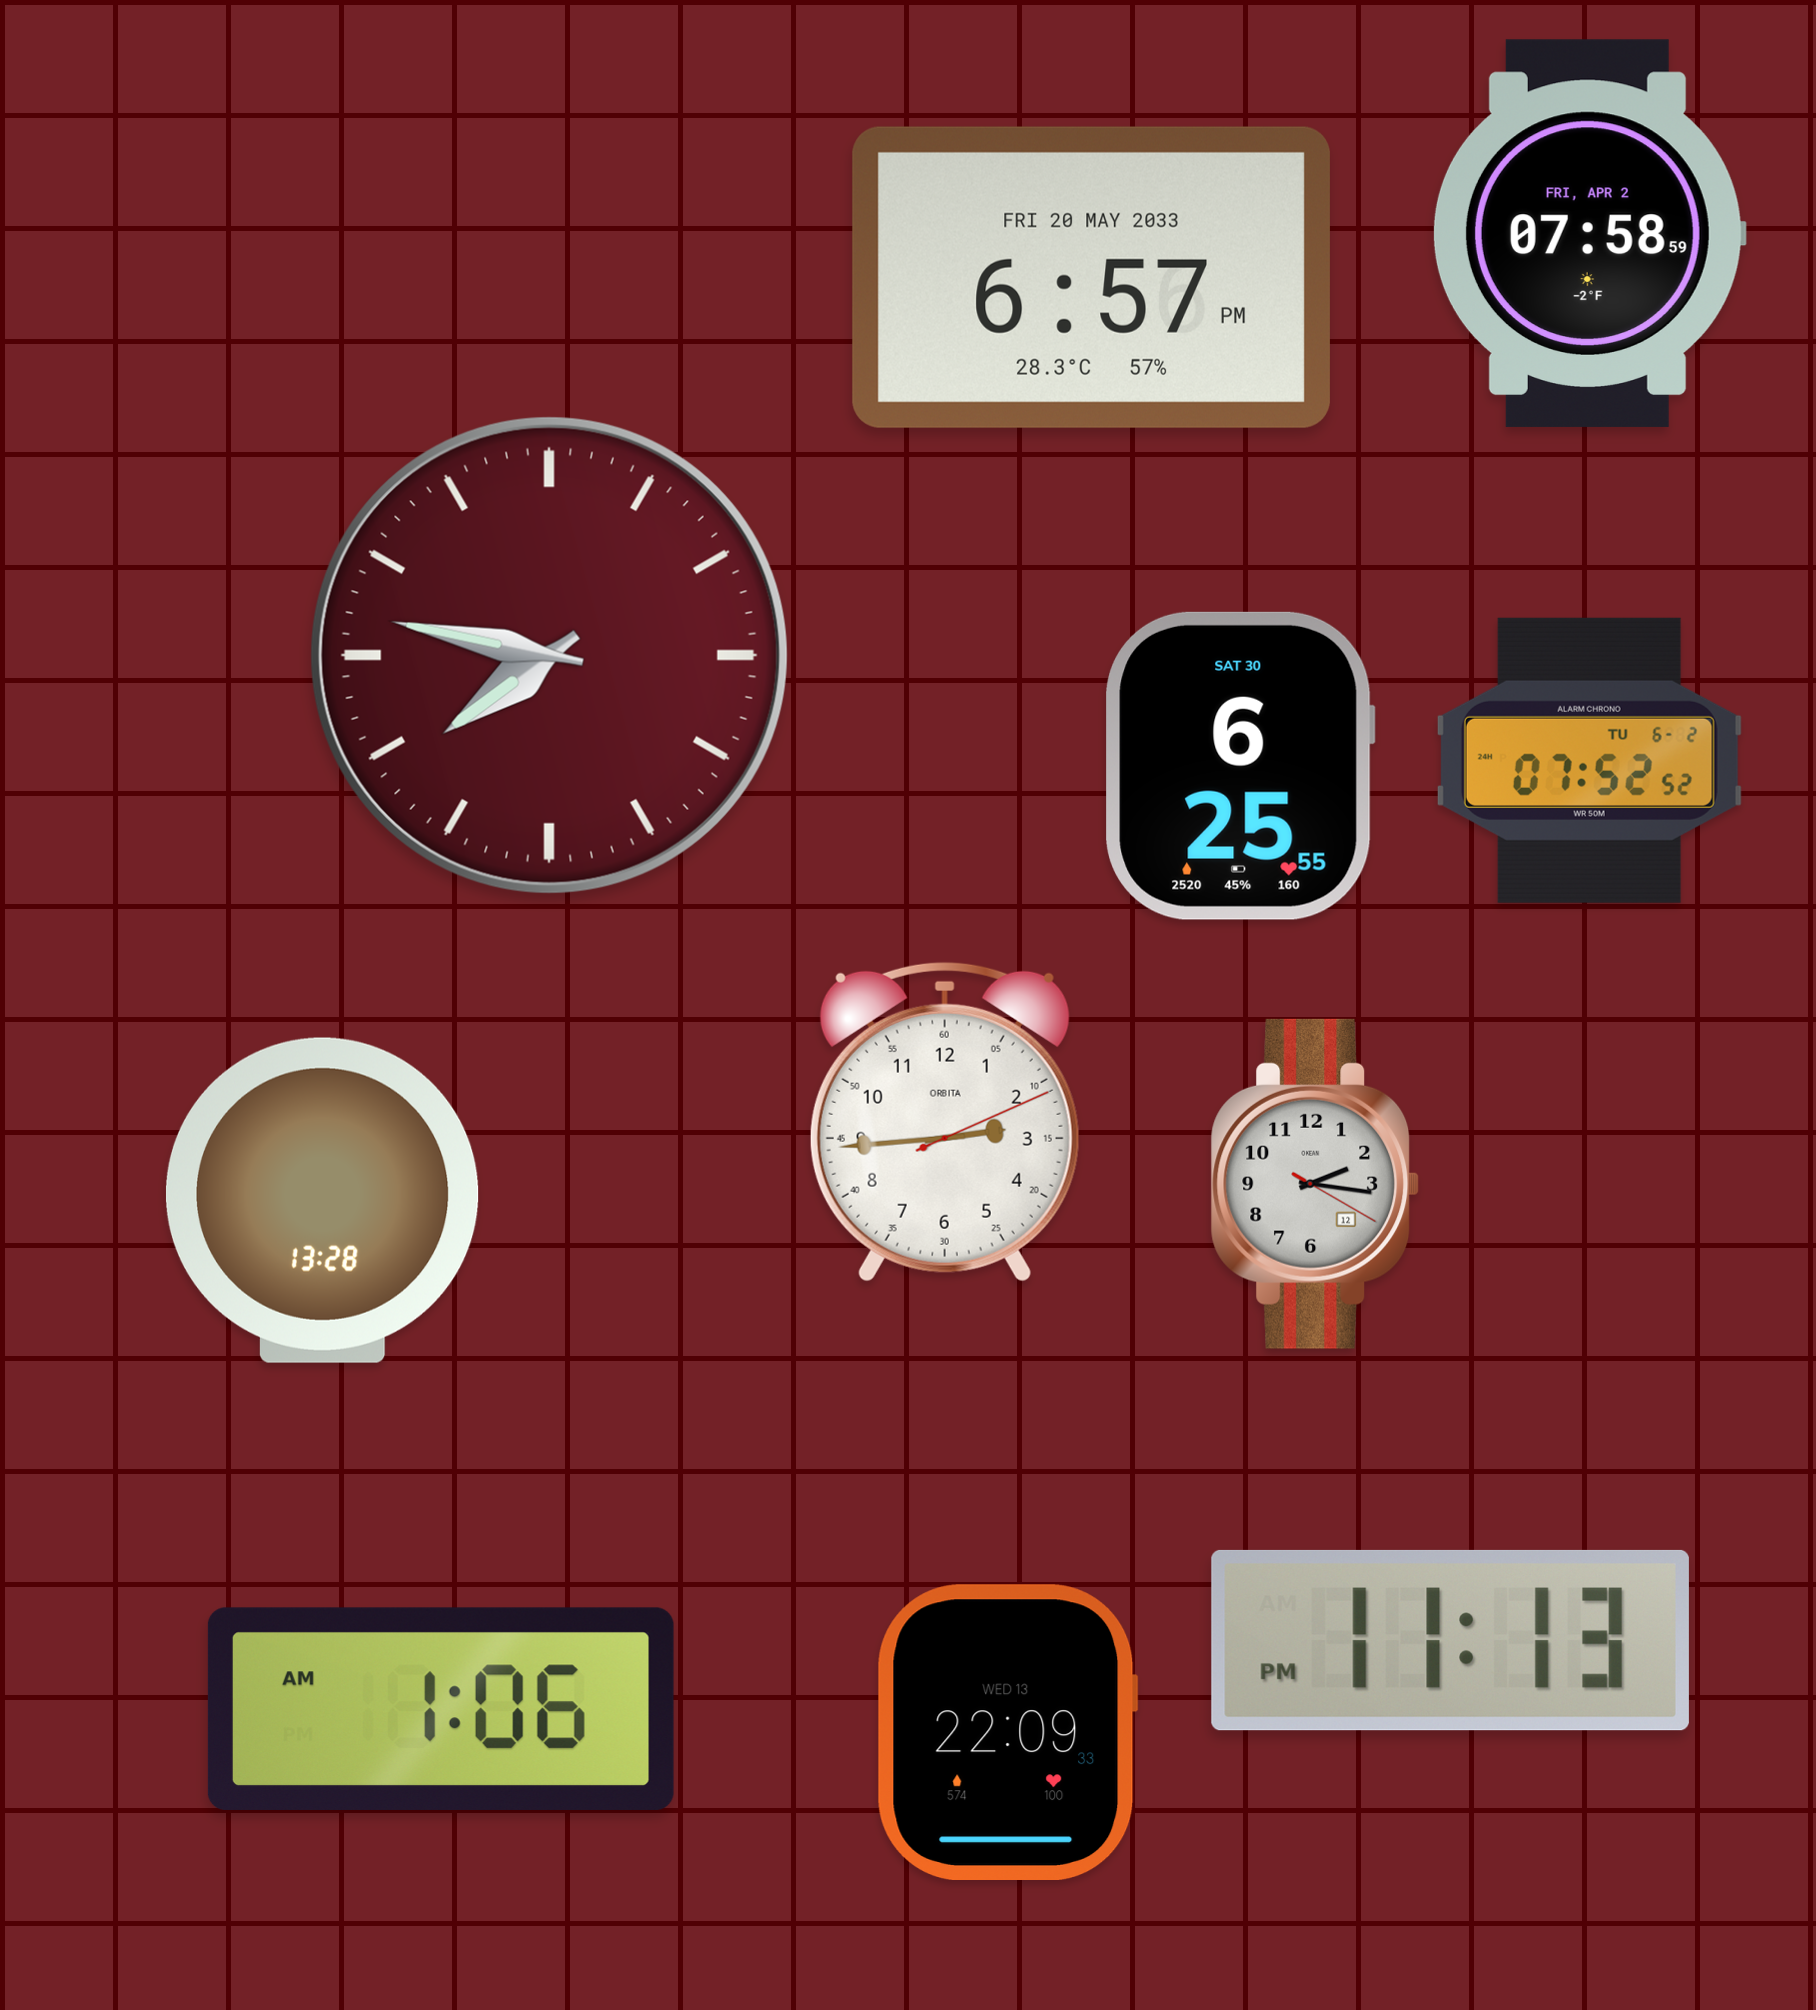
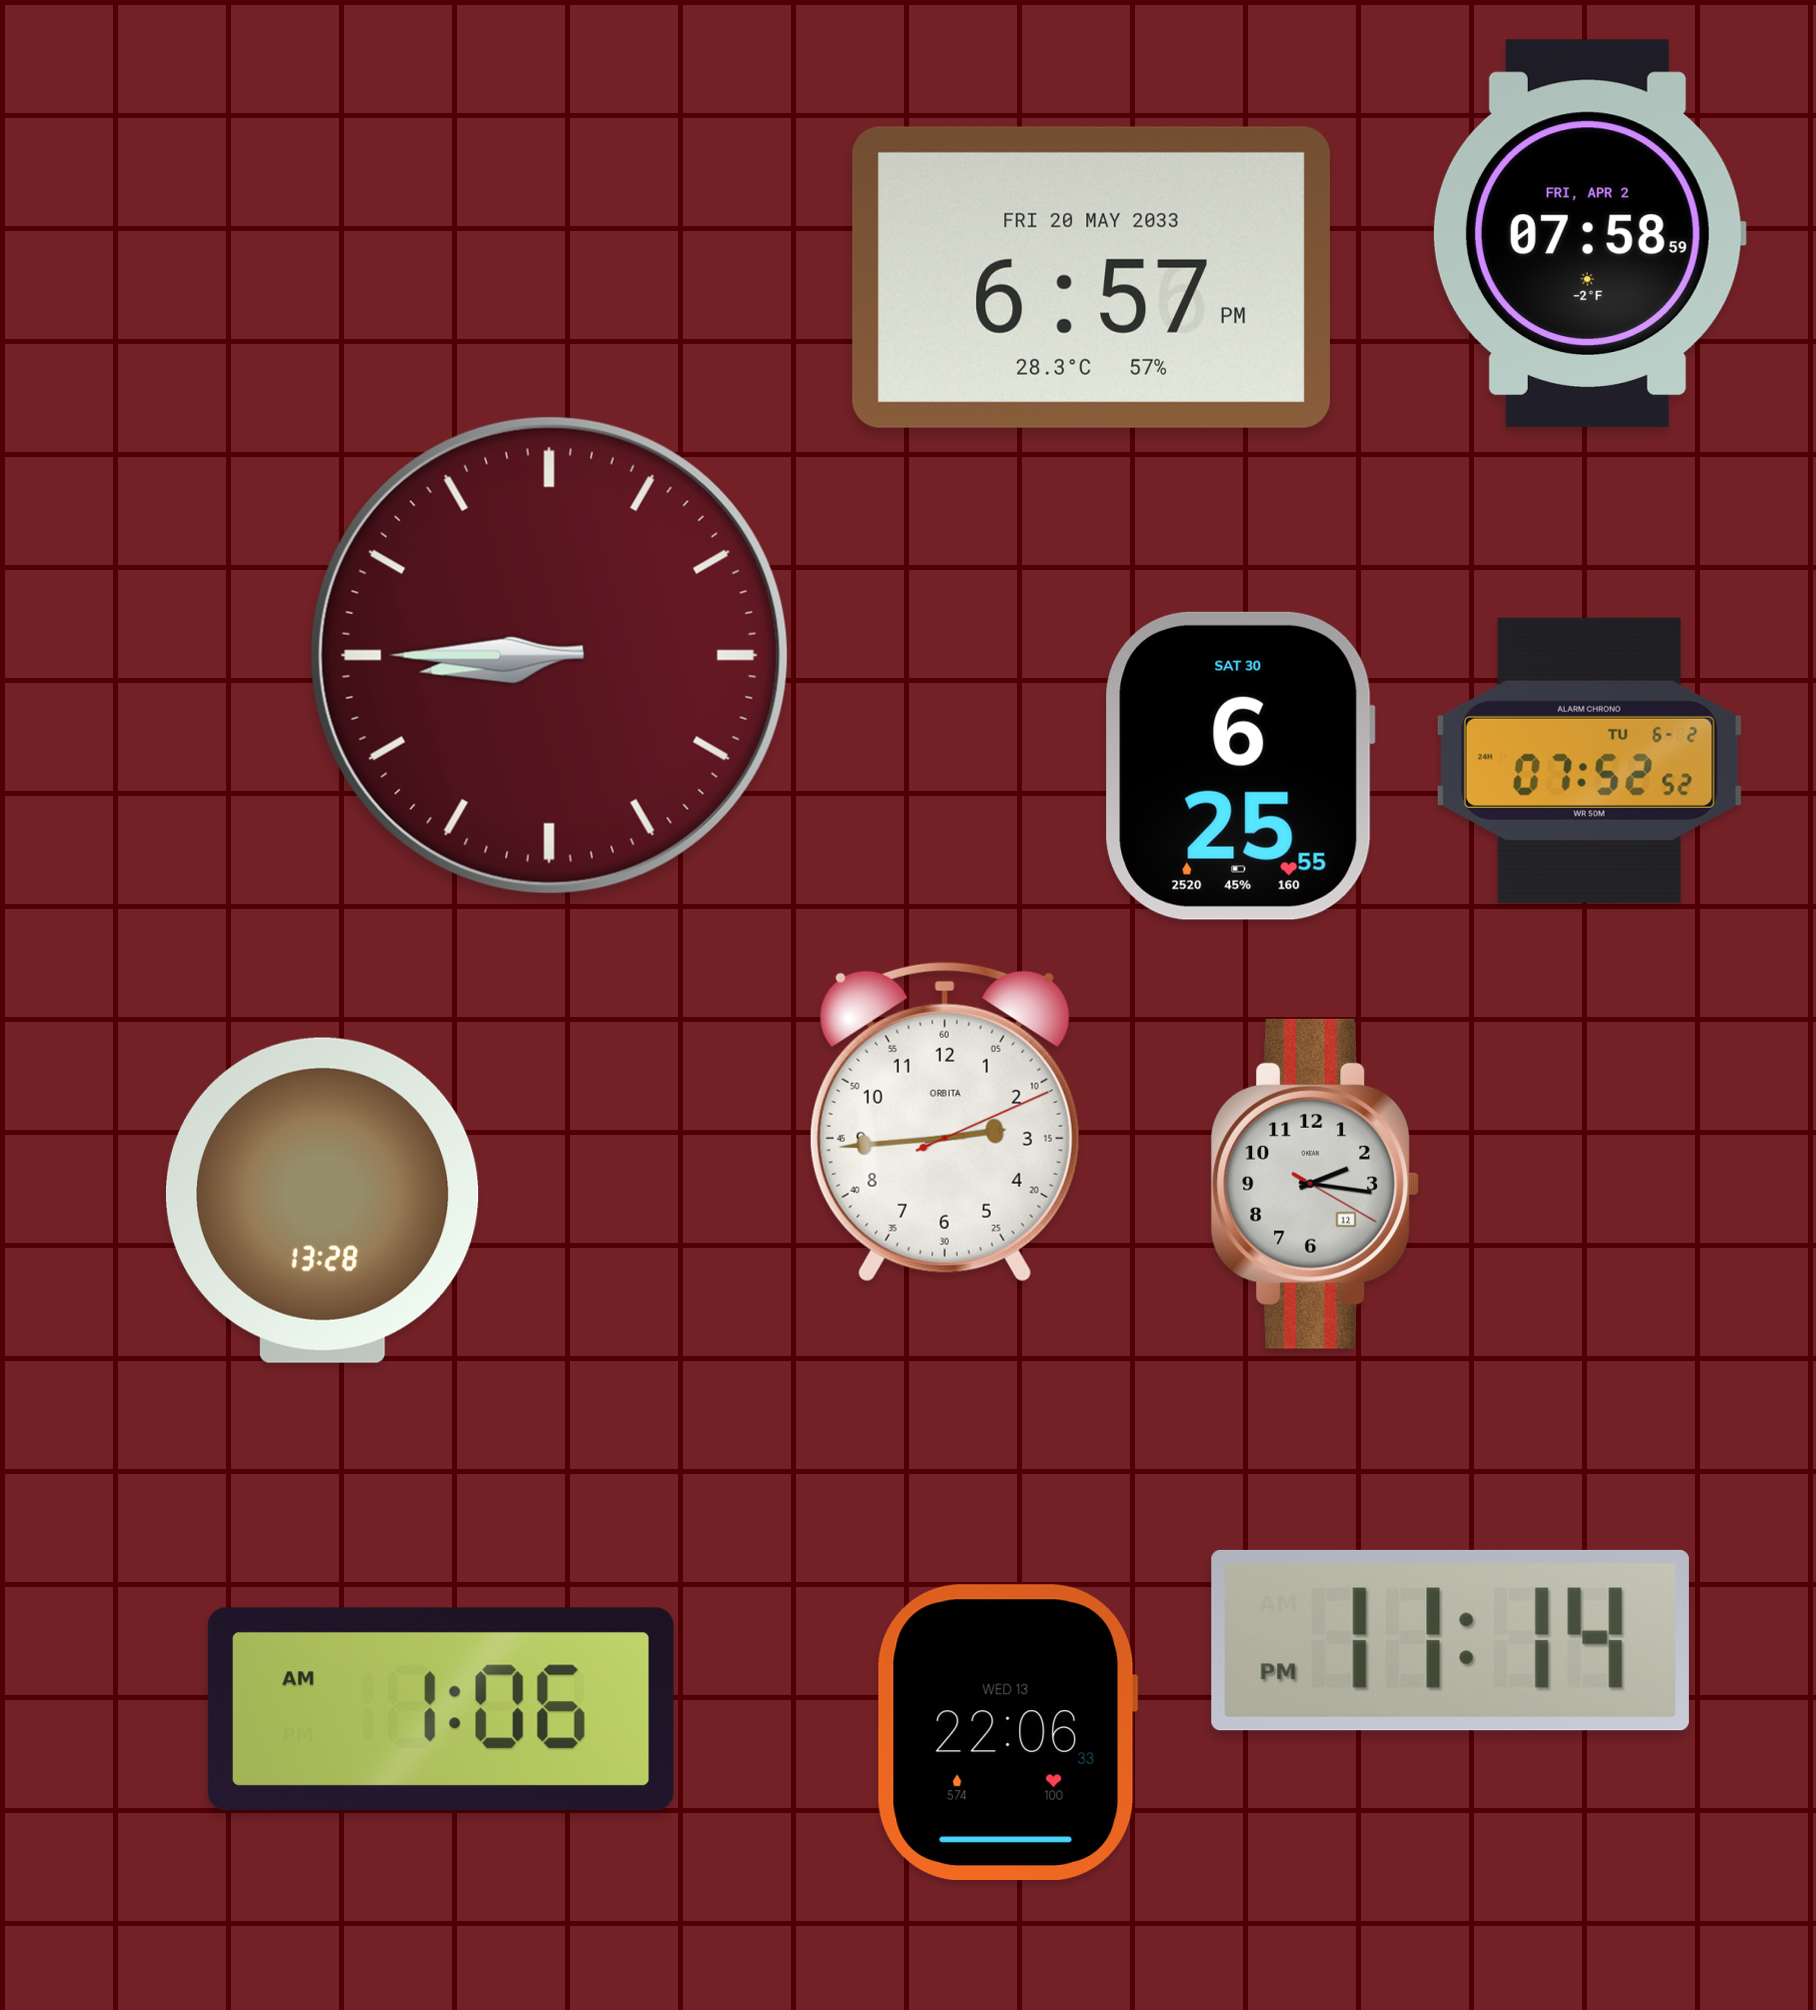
clock at (549, 655): 7:47 -> 8:45
clock at (1450, 1640): 11:13 -> 11:14
clock at (1007, 1732): 22:09 -> 22:06
